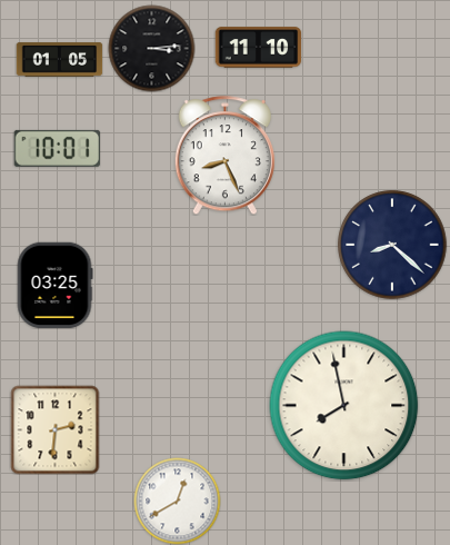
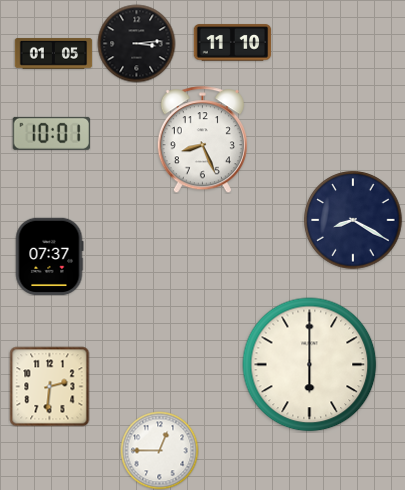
clock at (392, 245): 8:22 -> 8:20
clock at (54, 285): 03:25 -> 07:37
clock at (344, 406): 7:58 -> 6:00
clock at (177, 501): 12:40 -> 12:45
